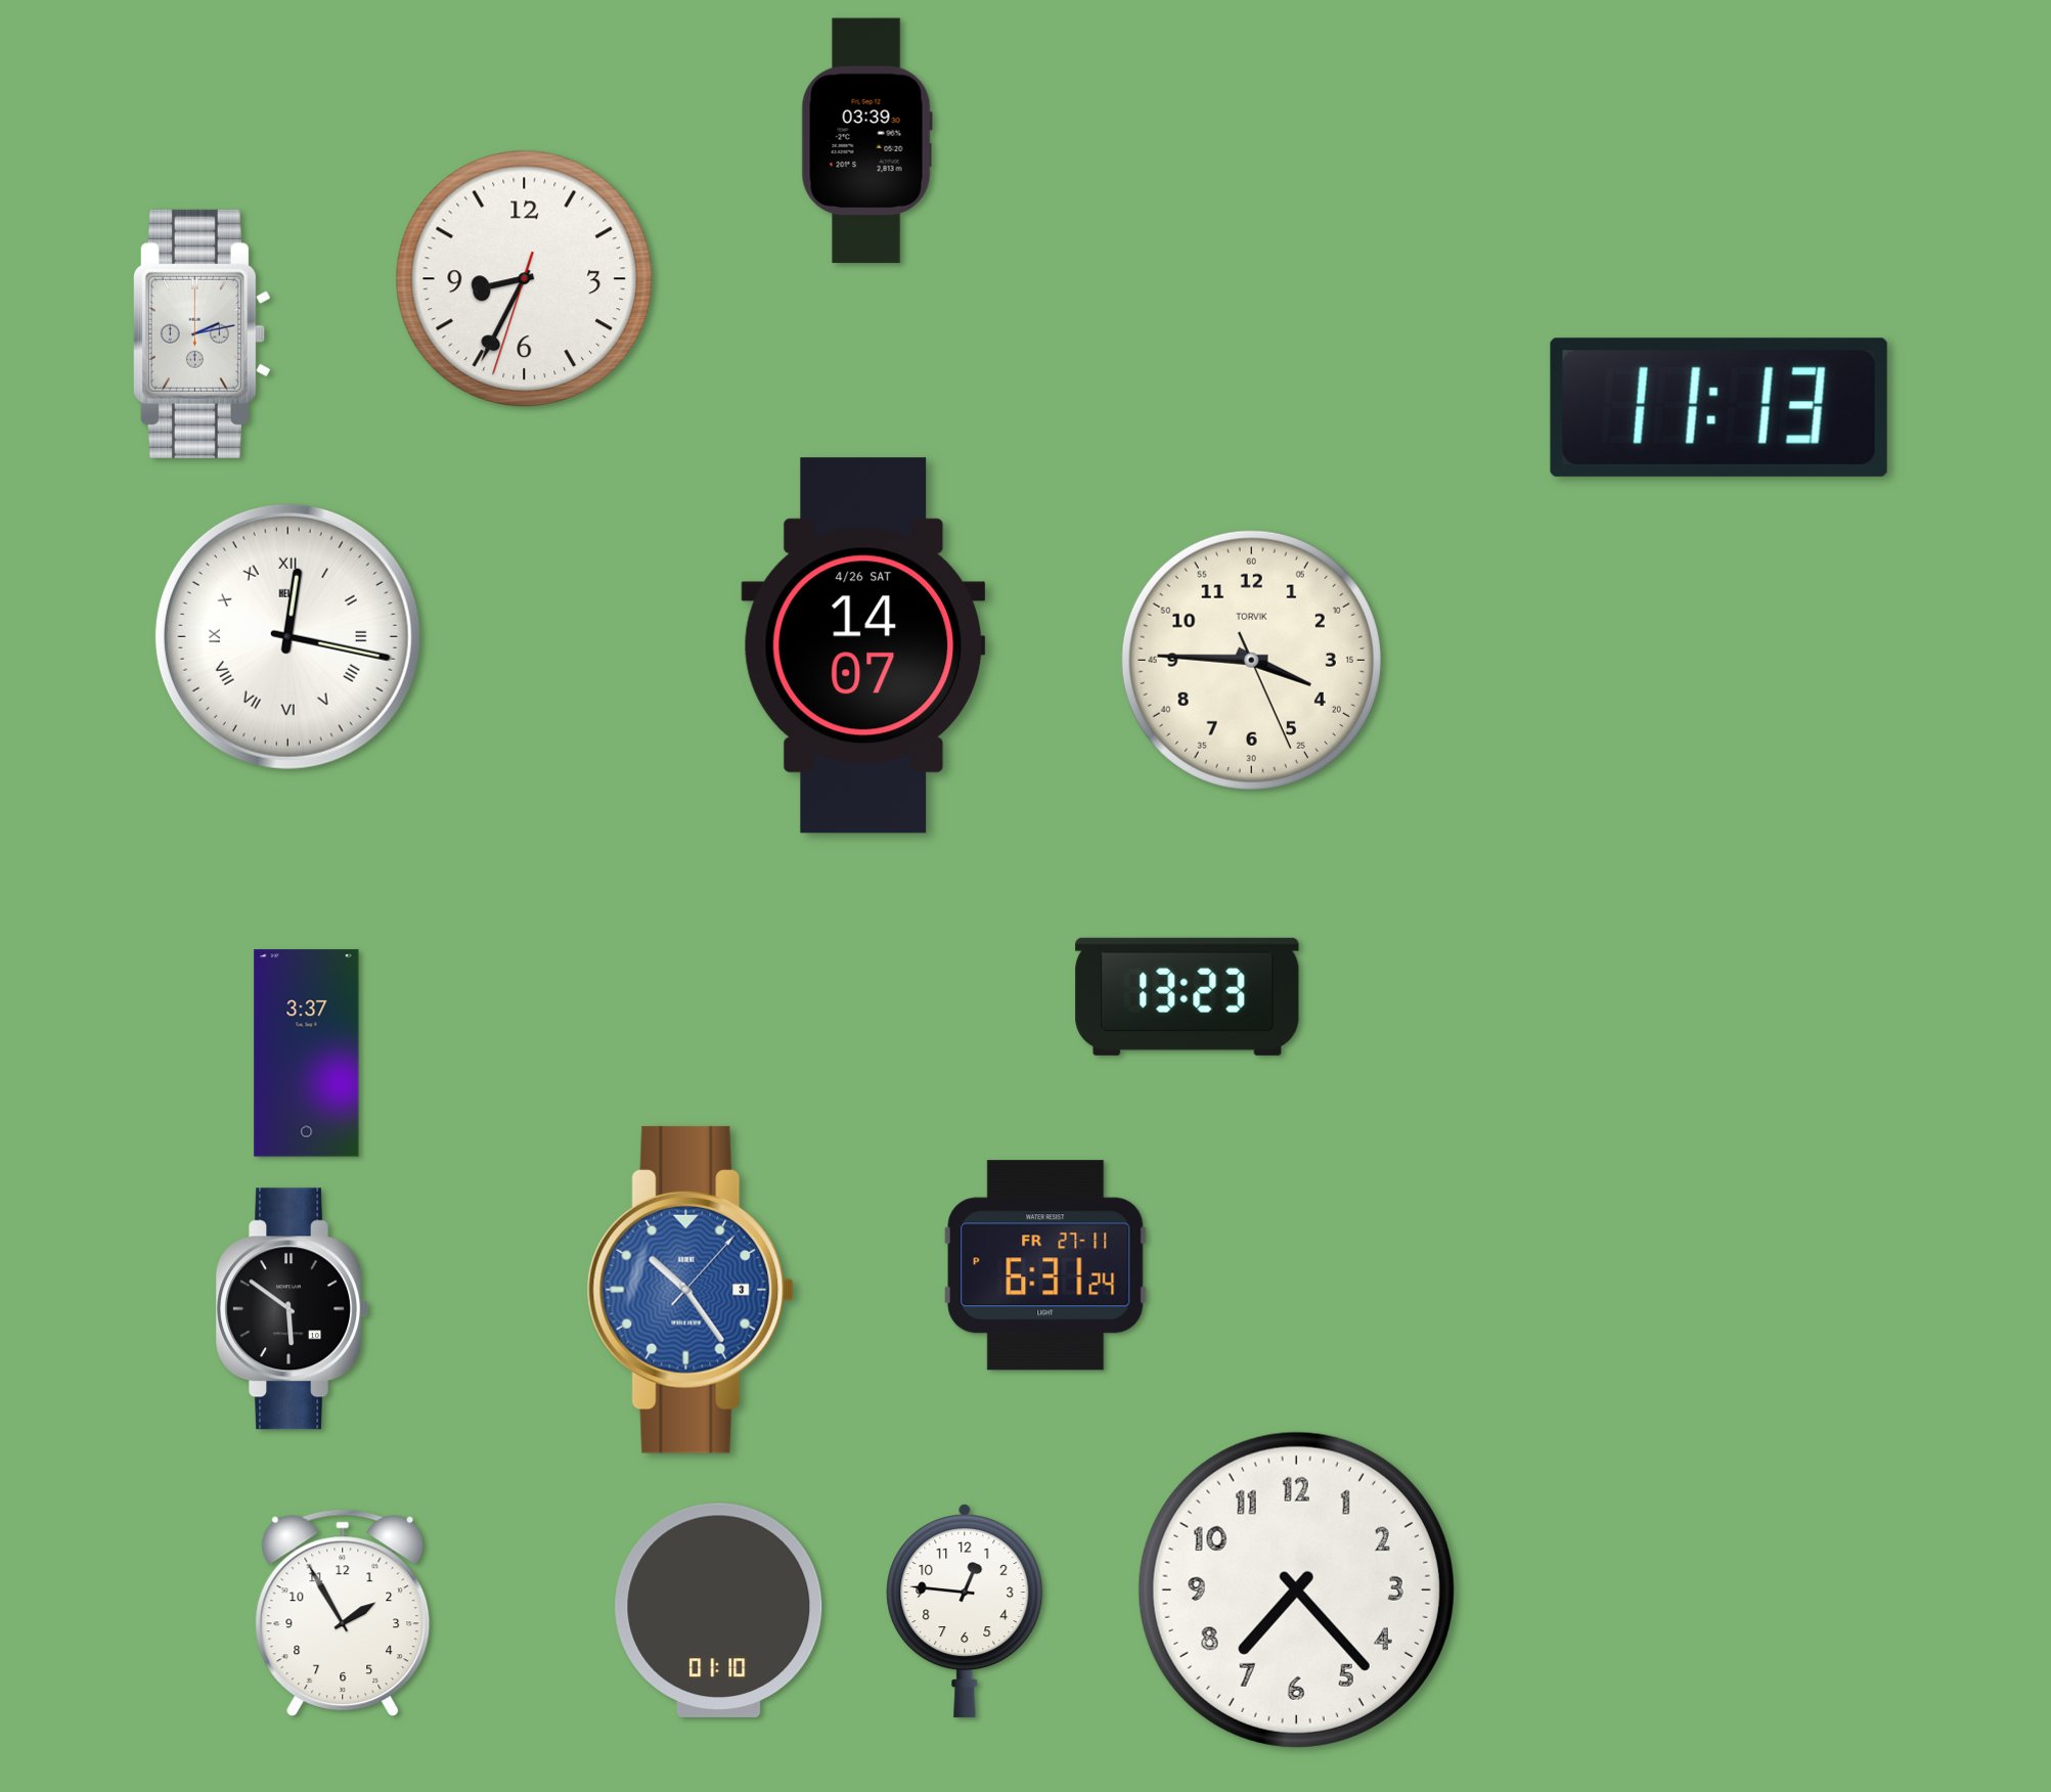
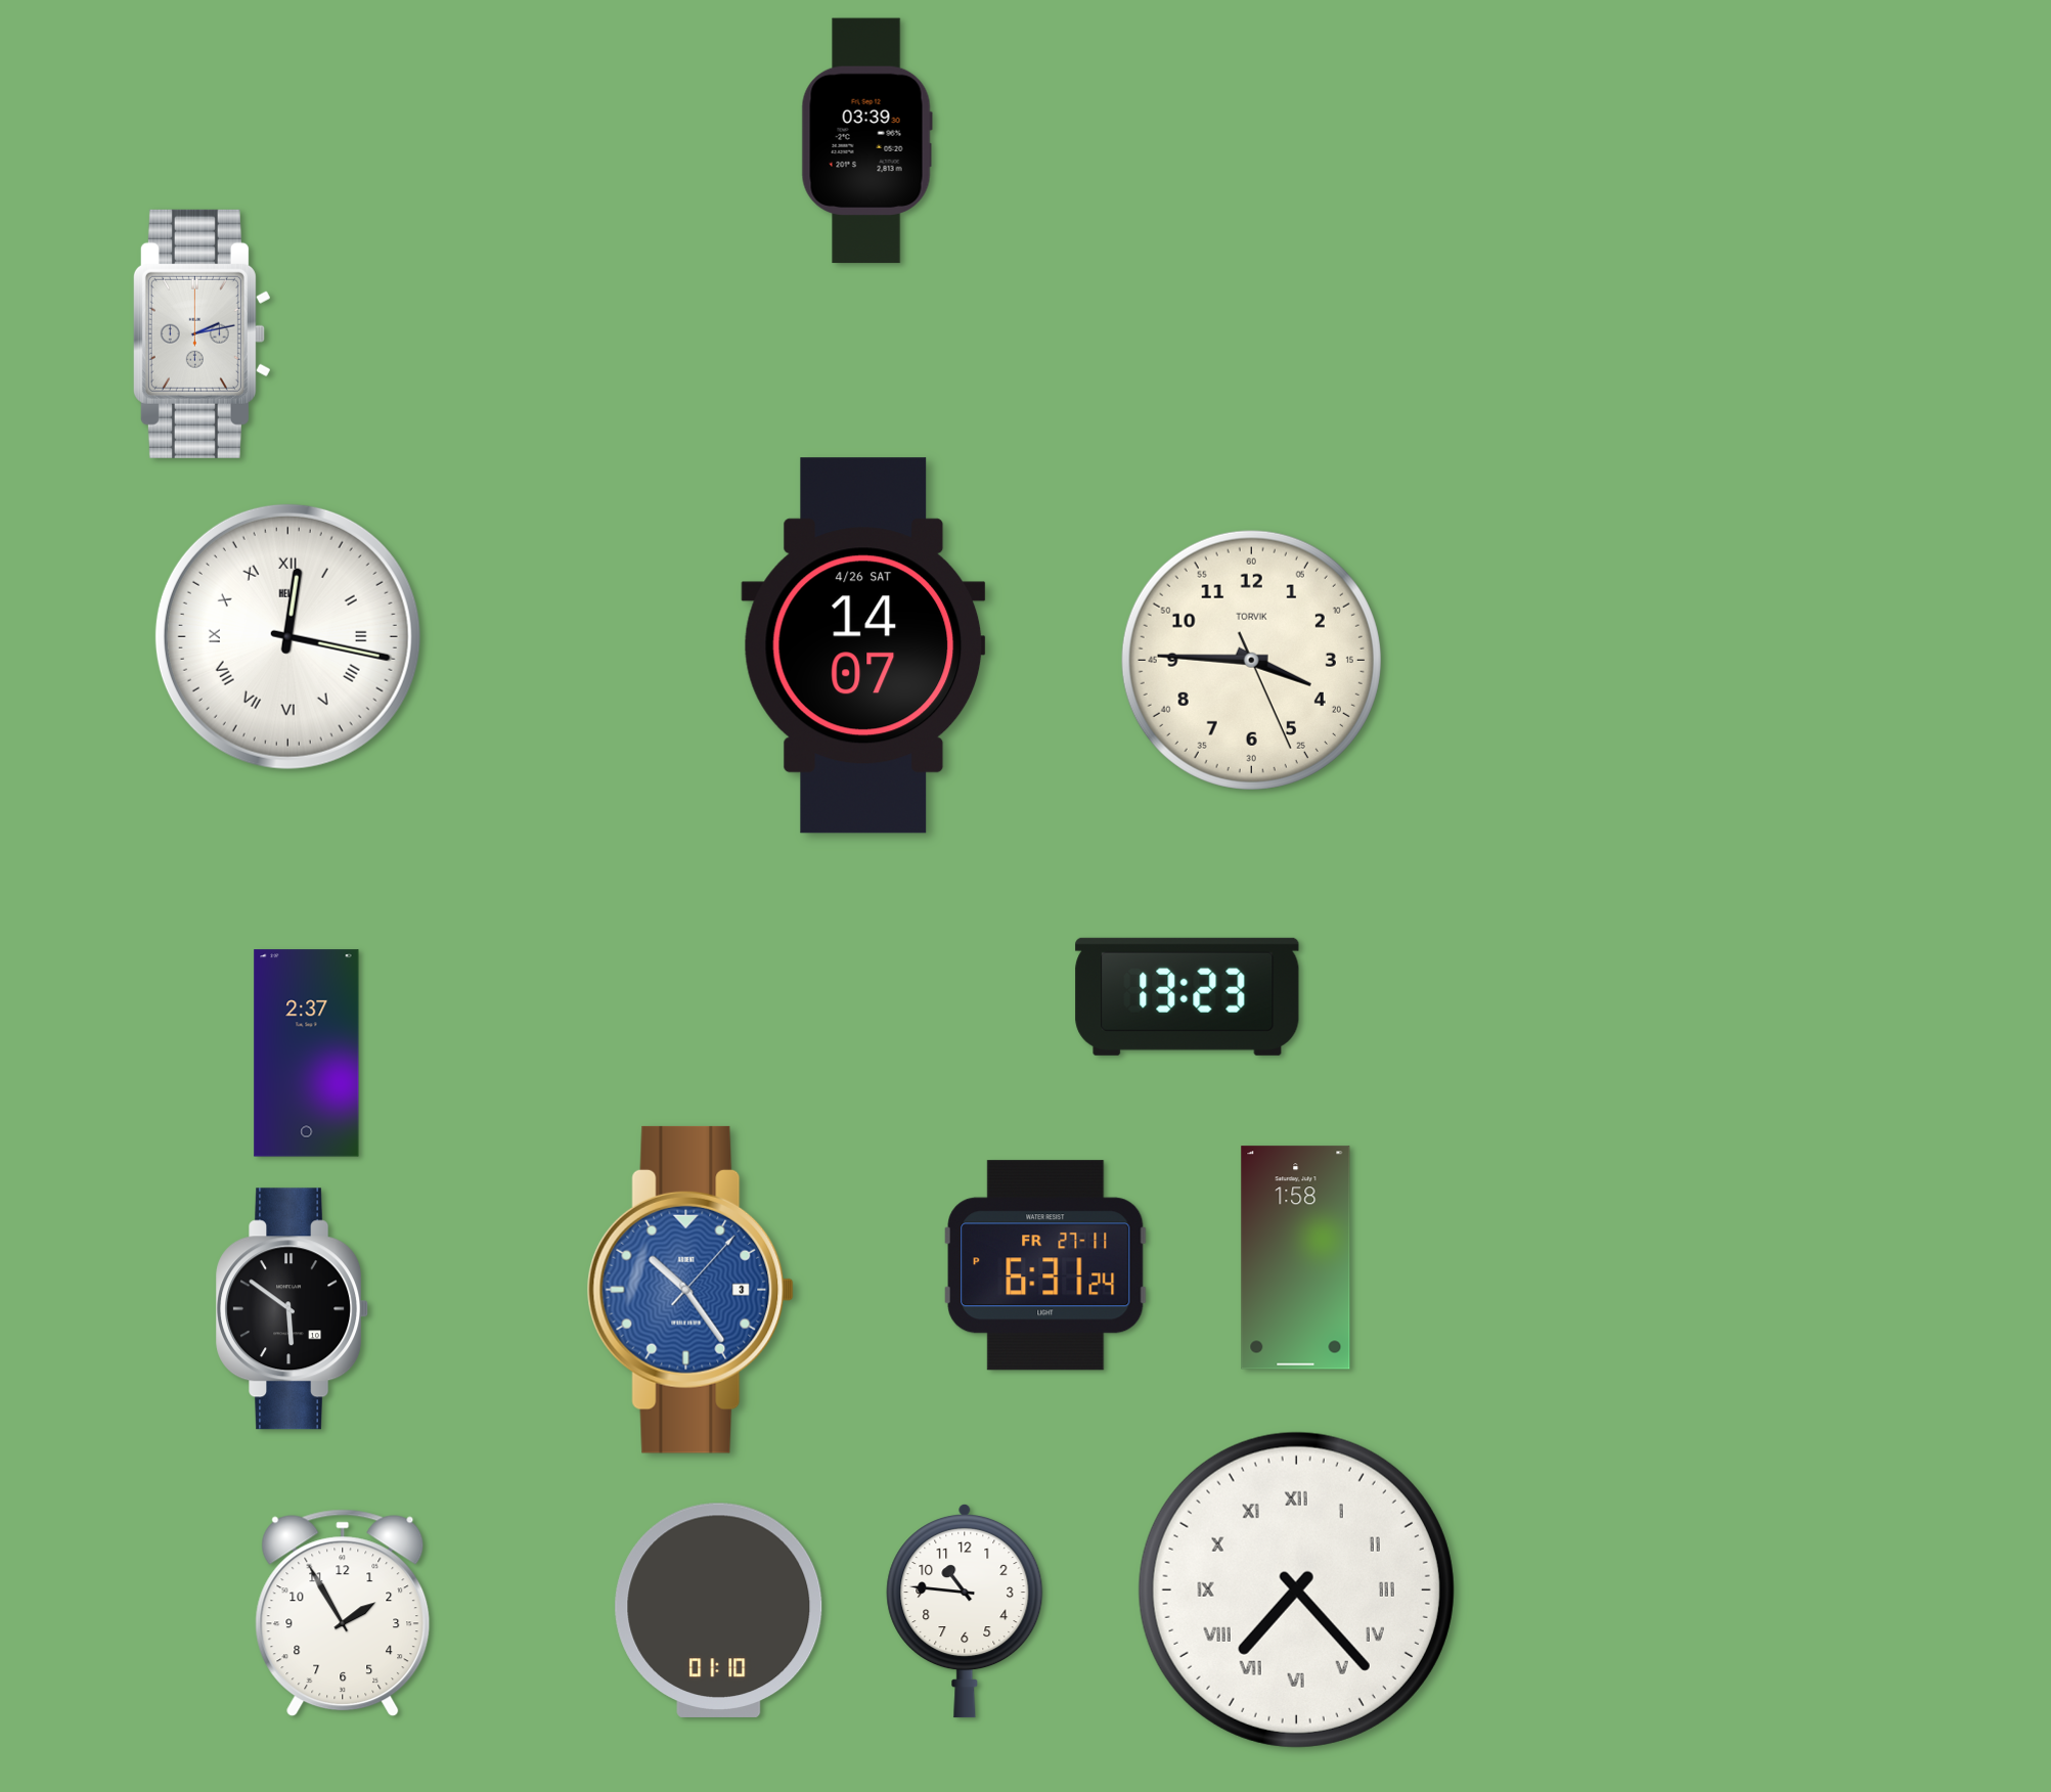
clock at (525, 279): 8:34 -> none
clock at (1719, 407): 11:13 -> none
clock at (307, 1054): 3:37 -> 2:37
clock at (1296, 1258): none -> 1:58
clock at (1296, 1589) numerals: Arabic -> Roman
clock at (965, 1612): 12:46 -> 10:46
